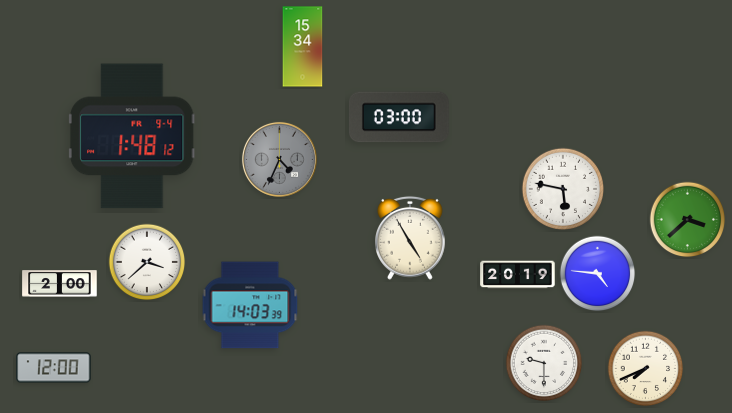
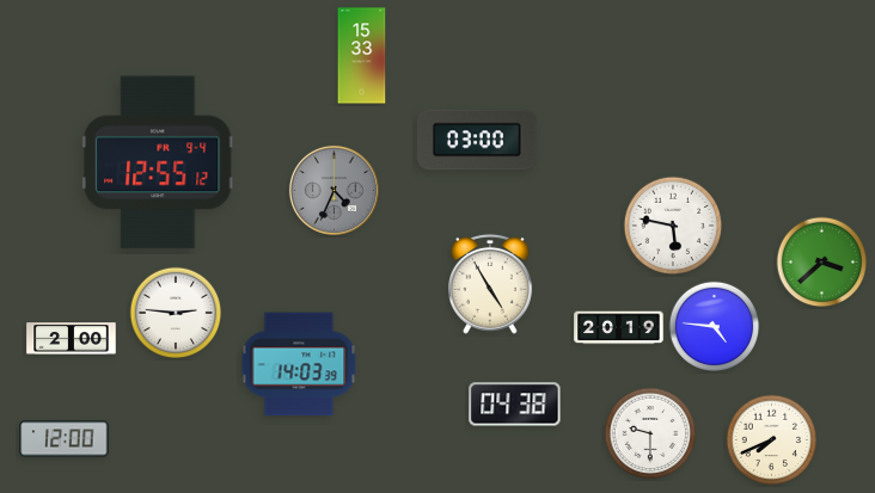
clock at (303, 47): 15:34 -> 15:33
clock at (132, 136): 1:48 -> 12:55
clock at (147, 262): 3:38 -> 2:46
clock at (515, 405): none -> 04:38
